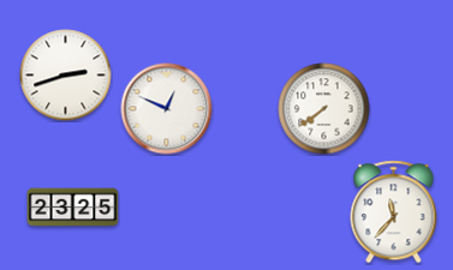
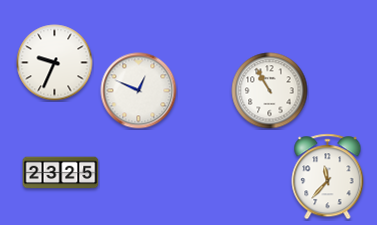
clock at (66, 76): 2:42 -> 9:34
clock at (324, 109): 7:39 -> 10:55
